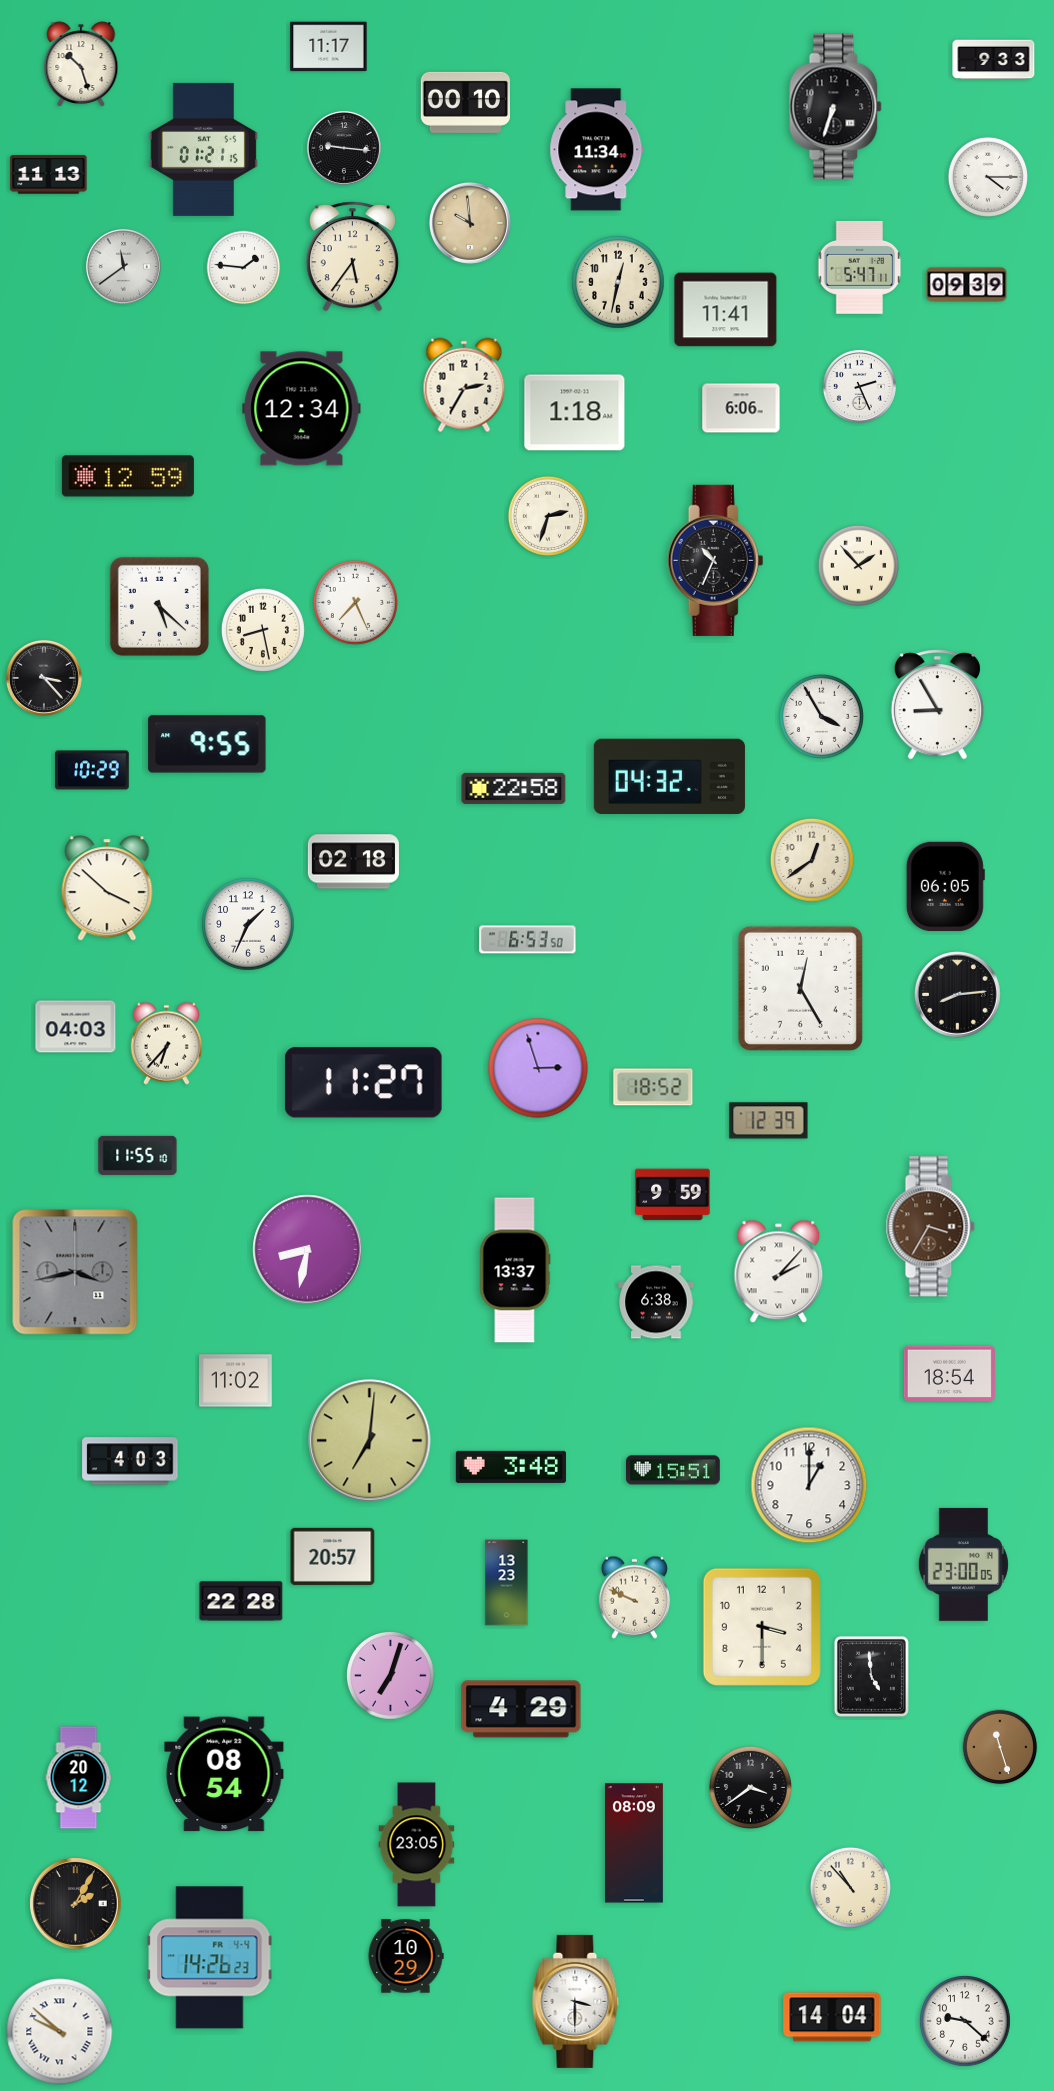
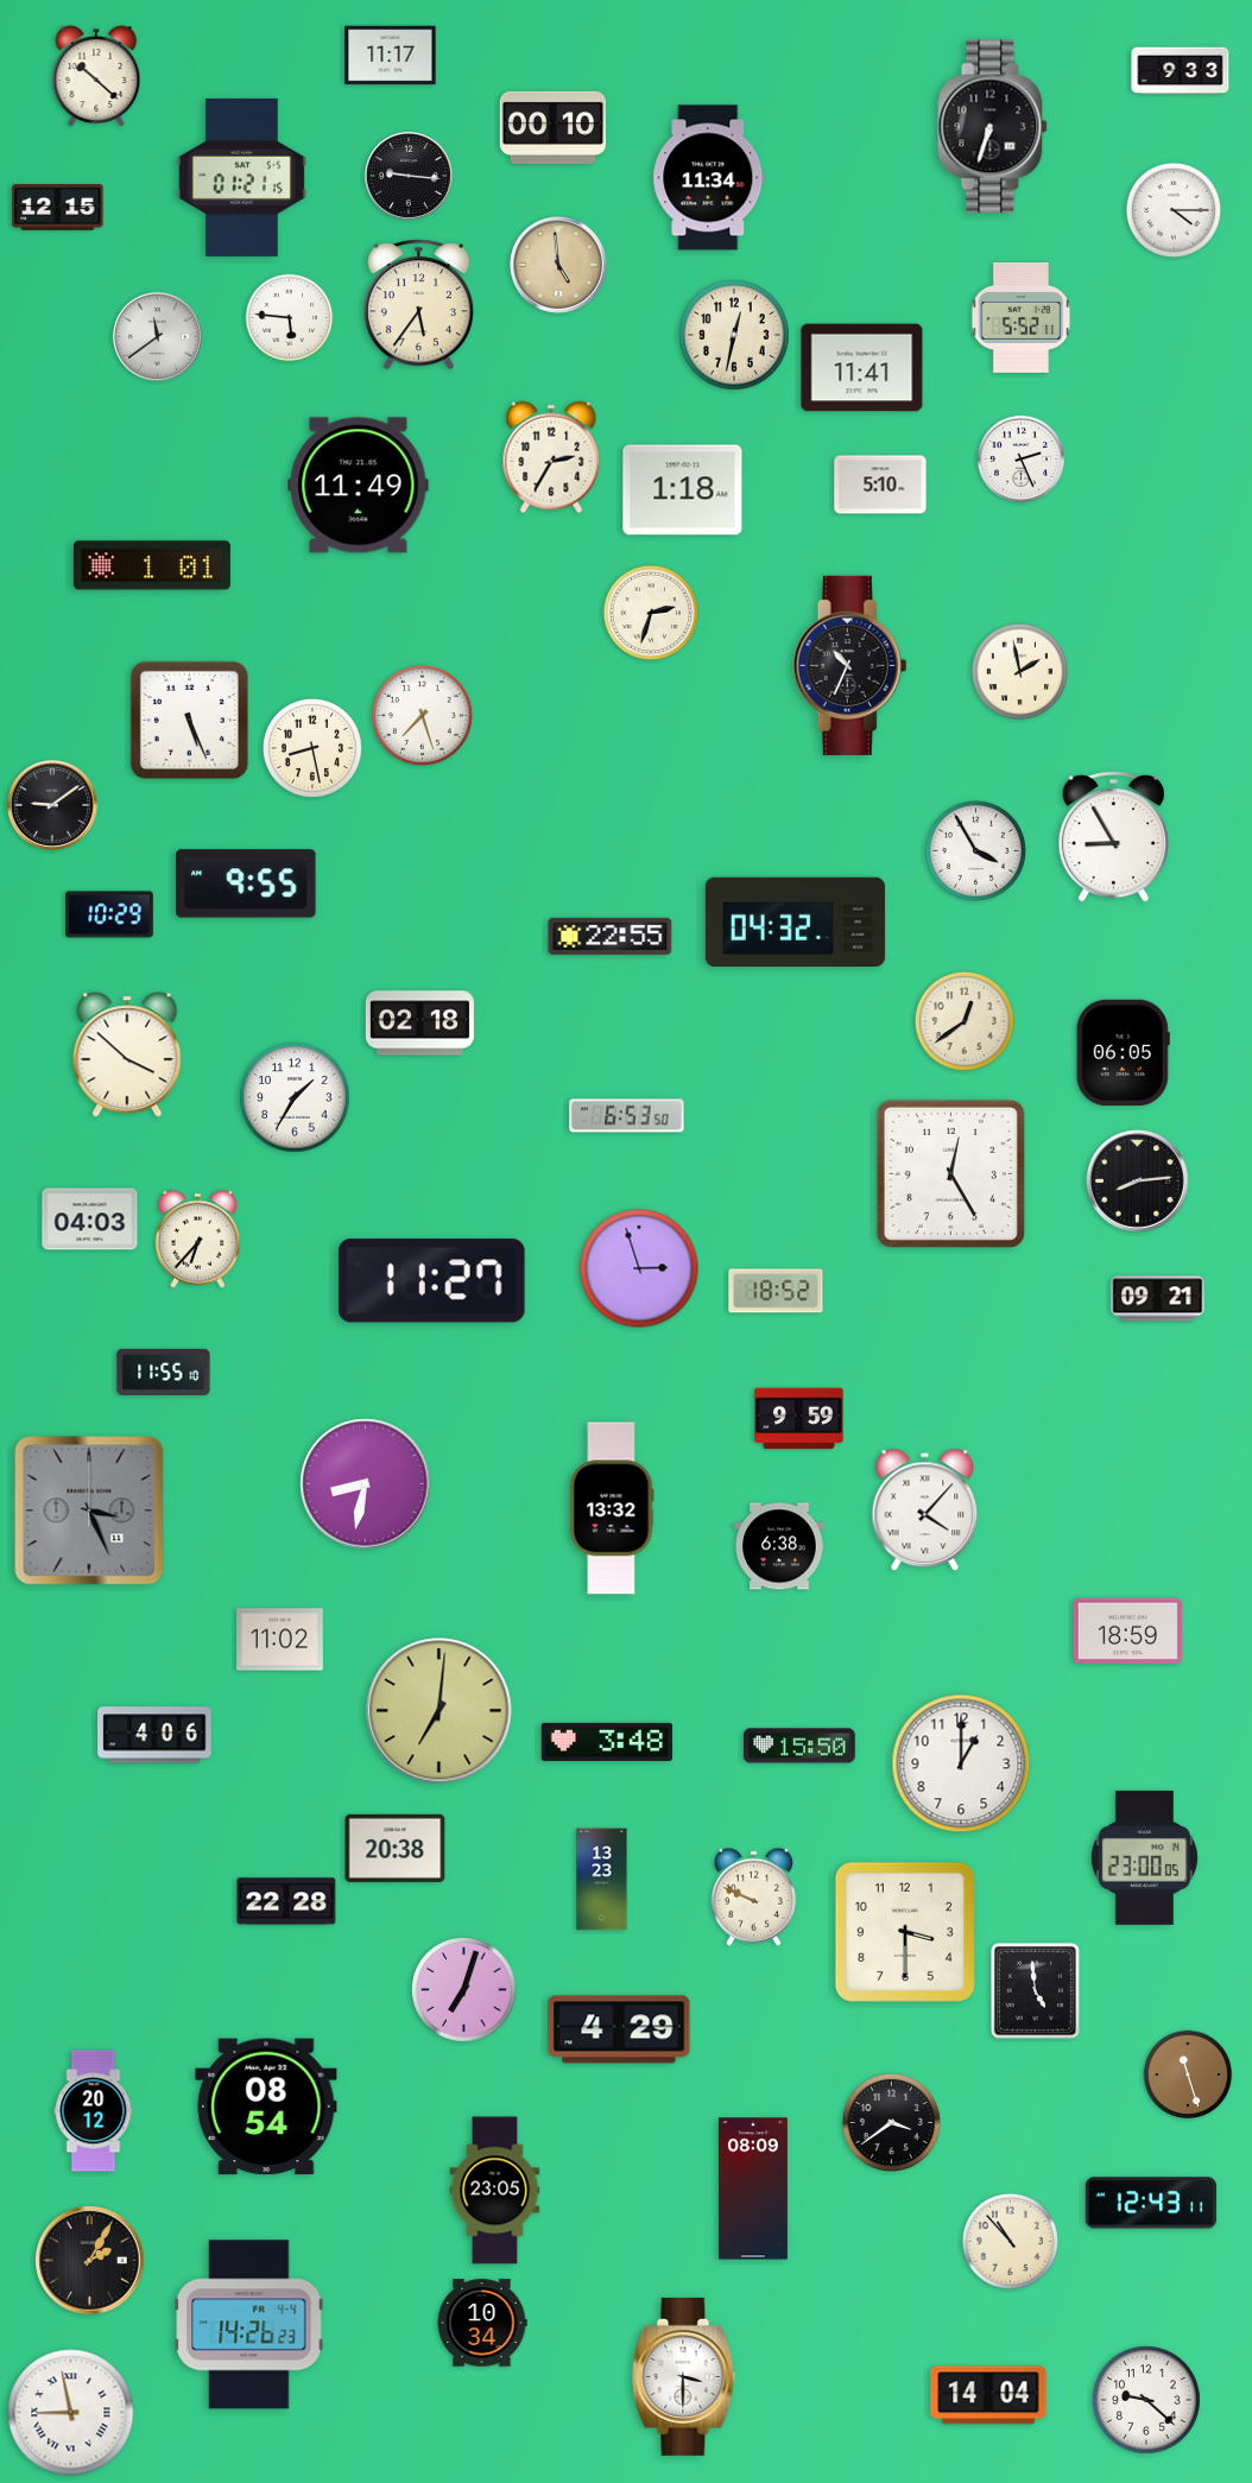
clock at (81, 64): 10:27 -> 10:22
clock at (465, 102) position: (465, 102) -> (552, 127)
clock at (49, 175): 11:13 -> 12:15
clock at (470, 223): 9:59 -> 4:59
clock at (123, 266) position: (123, 266) -> (157, 336)
clock at (860, 267): 5:47 -> 5:52
clock at (244, 268): 1:46 -> 5:46
clock at (967, 285): 09:39 -> none
clock at (741, 408): 6:06 -> 5:10
clock at (302, 409): 12:34 -> 11:49
clock at (128, 476): 12:59 -> 1:01
clock at (858, 565): 1:53 -> 1:58
clock at (355, 602): 7:26 -> 7:27
clock at (159, 606): 5:22 -> 5:26
clock at (44, 678): 3:23 -> 9:09
clock at (514, 788): 22:58 -> 22:55
clock at (248, 924): 1:34 -> 1:35
clock at (363, 1083) position: (363, 1083) -> (431, 1281)
clock at (1158, 1299): none -> 09:21
clock at (769, 1121): 12:39 -> none
clock at (930, 1227): 3:35 -> none
clock at (515, 1270): 13:37 -> 13:32
clock at (75, 1272): 3:43 -> 3:26
clock at (779, 1272): 2:07 -> 4:07
clock at (949, 1373): 18:54 -> 18:59
clock at (130, 1461): 4:03 -> 4:06
clock at (673, 1470): 15:51 -> 15:50
clock at (333, 1556): 20:57 -> 20:38
clock at (1151, 2203): none -> 12:43
clock at (406, 1956): 10:29 -> 10:34
clock at (60, 2032): 9:52 -> 8:58
